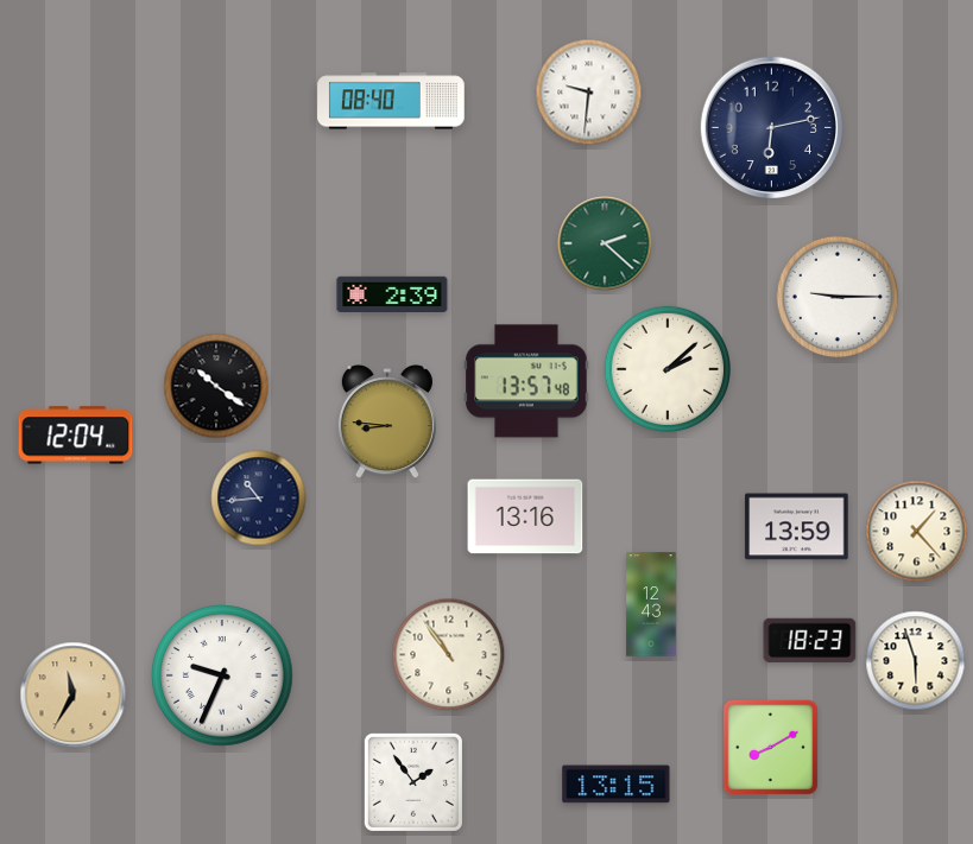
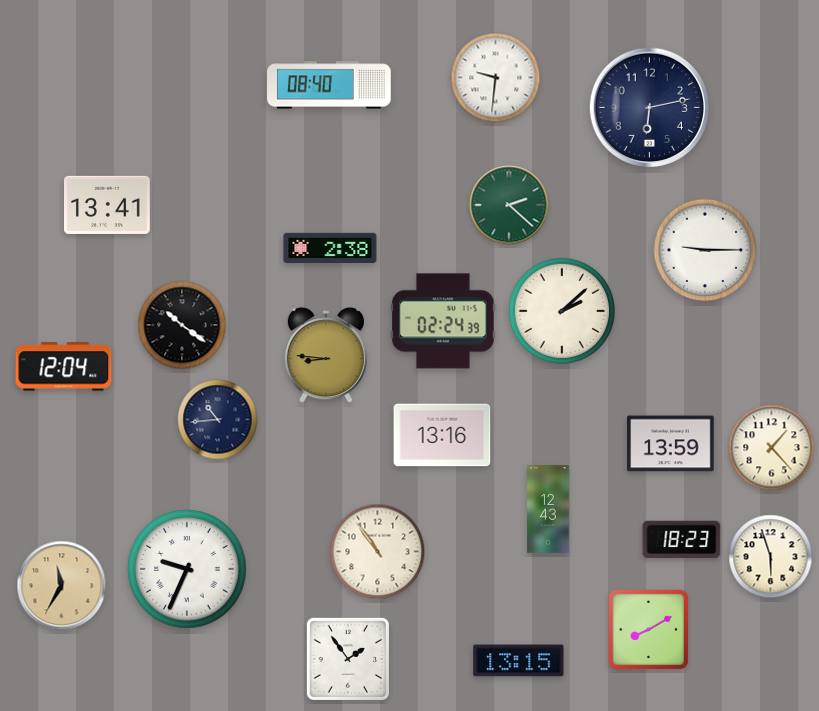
clock at (108, 205): none -> 13:41
clock at (392, 293): 2:39 -> 2:38
clock at (526, 381): 13:57 -> 02:24
